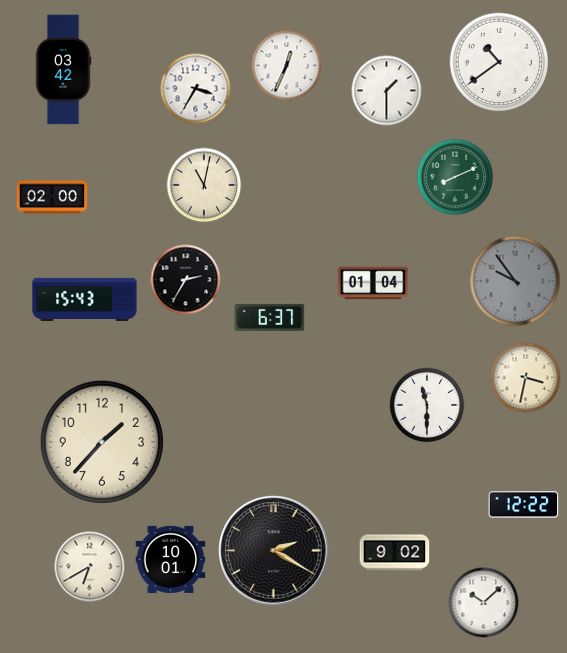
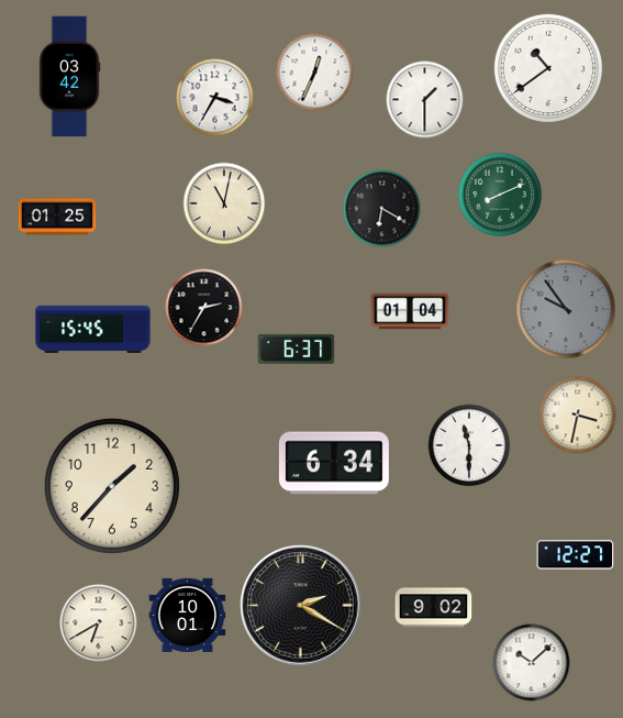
clock at (382, 209): none -> 6:20
clock at (52, 197): 02:00 -> 01:25
clock at (85, 299): 15:43 -> 15:45
clock at (334, 463): none -> 6:34
clock at (524, 505): 12:22 -> 12:27
